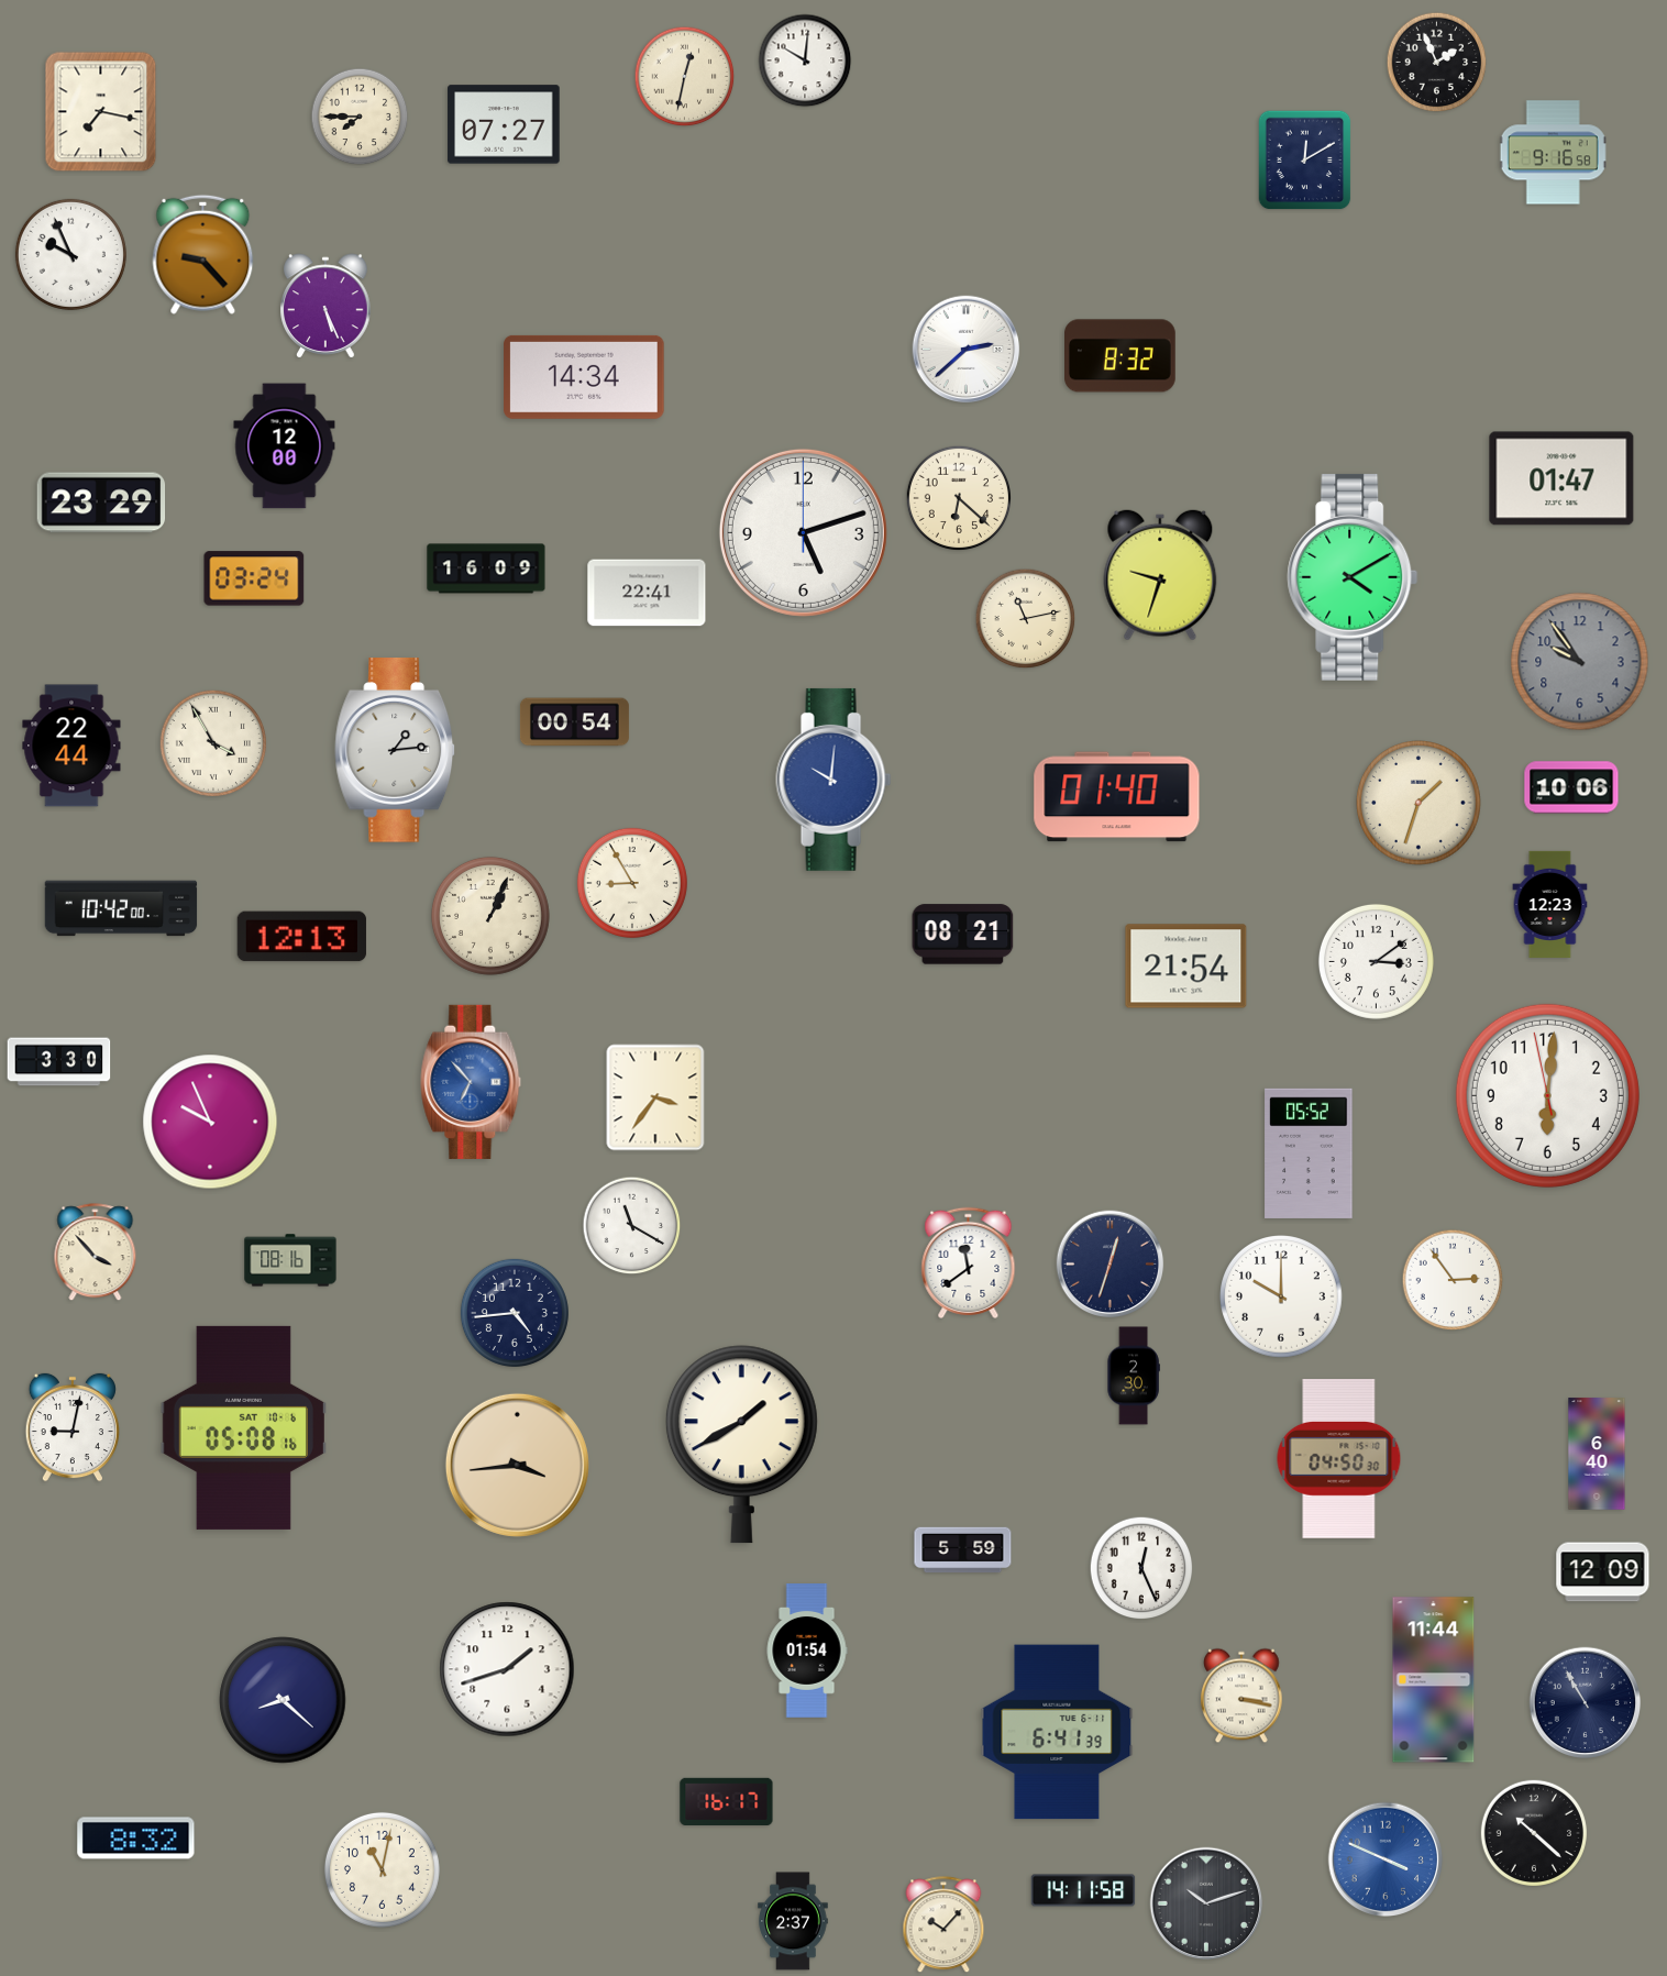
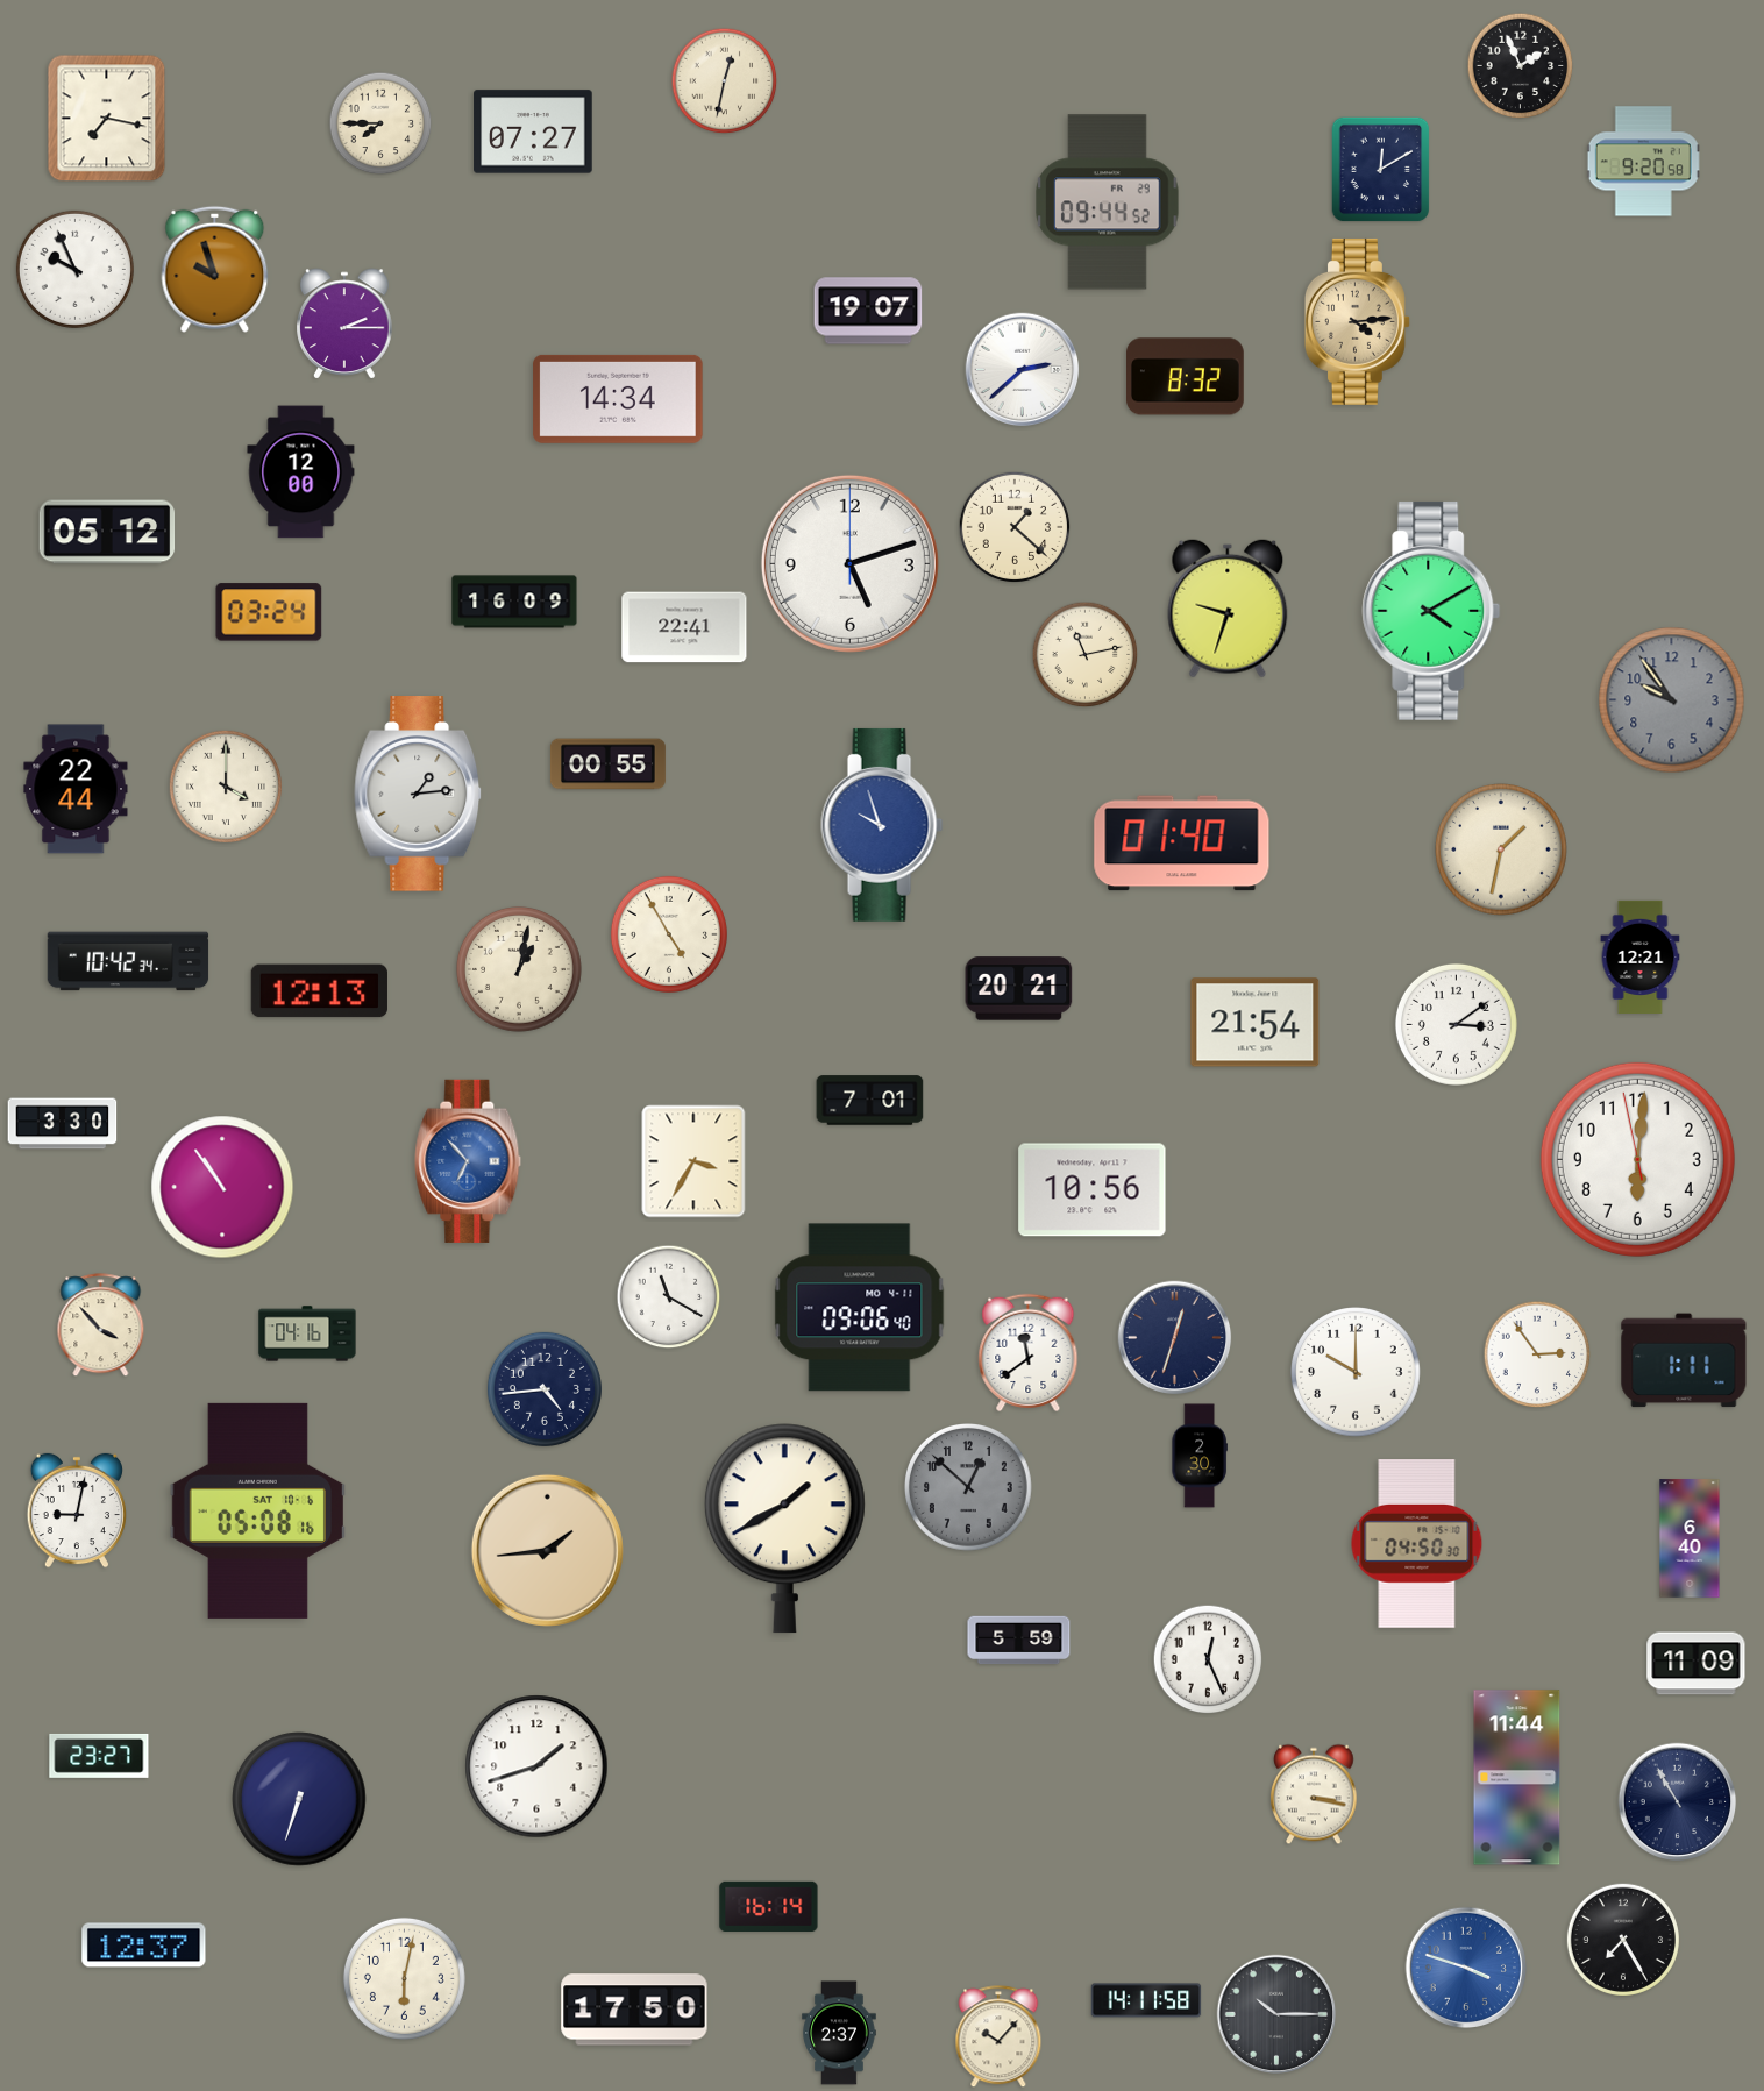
clock at (805, 60): 10:01 -> none
clock at (1554, 153): 9:16 -> 9:20
clock at (1108, 202): none -> 09:44
clock at (203, 254): 9:23 -> 9:57
clock at (868, 311): none -> 19:07
clock at (1357, 321): none -> 4:14
clock at (325, 306): 5:26 -> 2:15
clock at (1561, 478): 01:47 -> none
clock at (958, 497): 6:22 -> 1:22
clock at (101, 503): 23:29 -> 05:12
clock at (574, 722): 00:54 -> 00:55
clock at (213, 743): 3:55 -> 4:00
clock at (833, 780): 10:01 -> 9:57
clock at (1571, 787): 10:06 -> none
clock at (1418, 803): 1:33 -> 1:32
clock at (632, 883): 8:55 -> 4:55
clock at (1550, 904): 12:23 -> 12:21
clock at (121, 908): 10:42:00 -> 10:42:34
clock at (490, 916): 1:04 -> 1:02
clock at (963, 935): 08:21 -> 20:21
clock at (1376, 961) position: (1376, 961) -> (1456, 1024)
clock at (870, 1101): none -> 7:01
clock at (471, 1082) position: (471, 1082) -> (468, 1161)
clock at (655, 1097): 3:36 -> 3:35
clock at (210, 1122): 9:56 -> 10:54
clock at (1093, 1190): none -> 10:56
clock at (1309, 1153): 05:52 -> none
clock at (860, 1308): none -> 09:06
clock at (290, 1260): 08:16 -> 04:16
clock at (969, 1262) position: (969, 1262) -> (1029, 1352)
clock at (1684, 1360): none -> 1:11
clock at (969, 1488): none -> 12:52
clock at (517, 1465): 3:44 -> 1:44
clock at (1603, 1572): 12:09 -> 11:09
clock at (807, 1652): 01:54 -> none
clock at (99, 1756): none -> 23:27
clock at (283, 1700): 8:22 -> 6:33
clock at (1057, 1732): 6:41 -> none
clock at (727, 1801): 16:17 -> 16:14
clock at (1534, 1833): 10:22 -> 7:25
clock at (136, 1839): 8:32 -> 12:37
clock at (1386, 1859): 3:49 -> 3:48
clock at (382, 1869): 11:02 -> 6:02
clock at (634, 2010): none -> 17:50
clock at (1206, 1903): 10:12 -> 10:15
